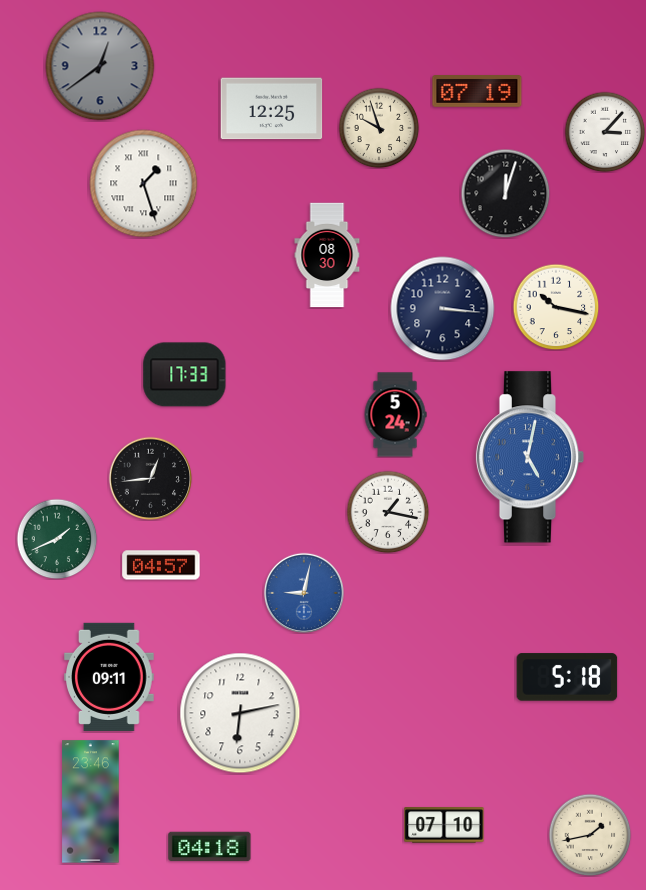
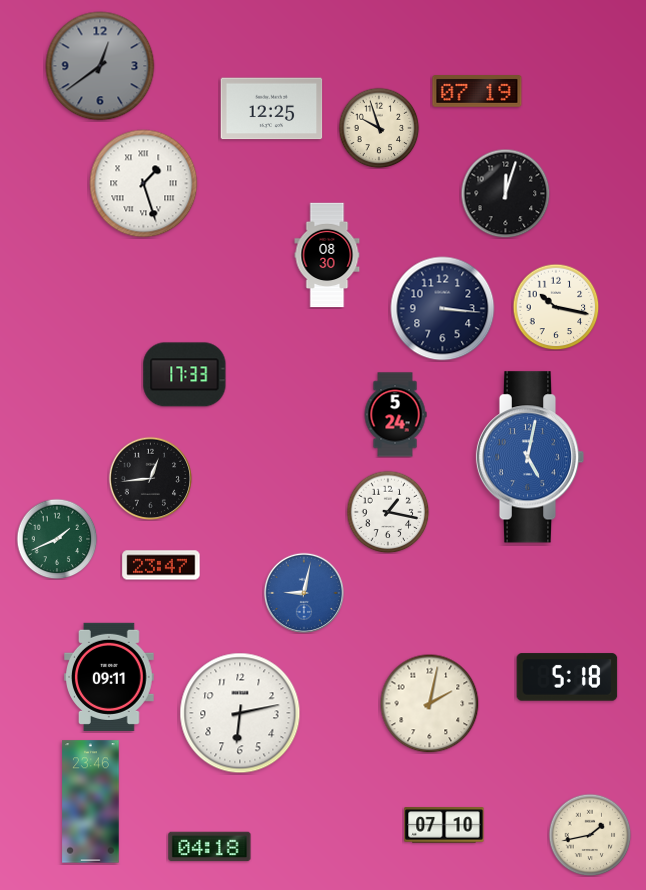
clock at (605, 132): 3:07 -> none
clock at (161, 565): 04:57 -> 23:47
clock at (430, 704): none -> 2:02
